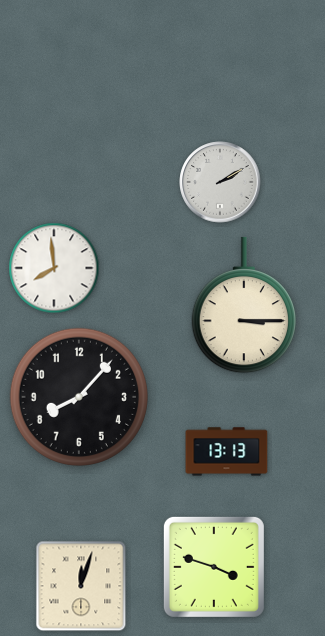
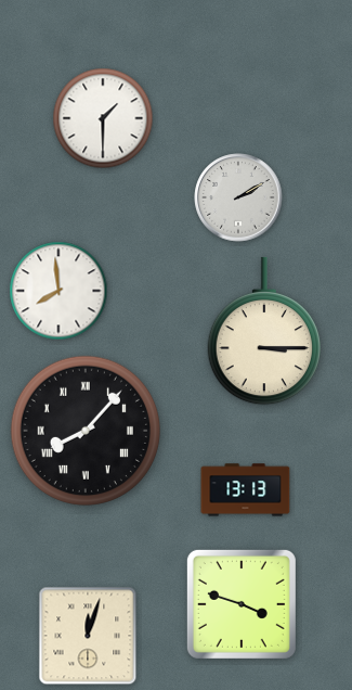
clock at (103, 118): none -> 1:30
clock at (79, 397) numerals: Arabic -> Roman
clock at (214, 567) position: (214, 567) -> (242, 604)
